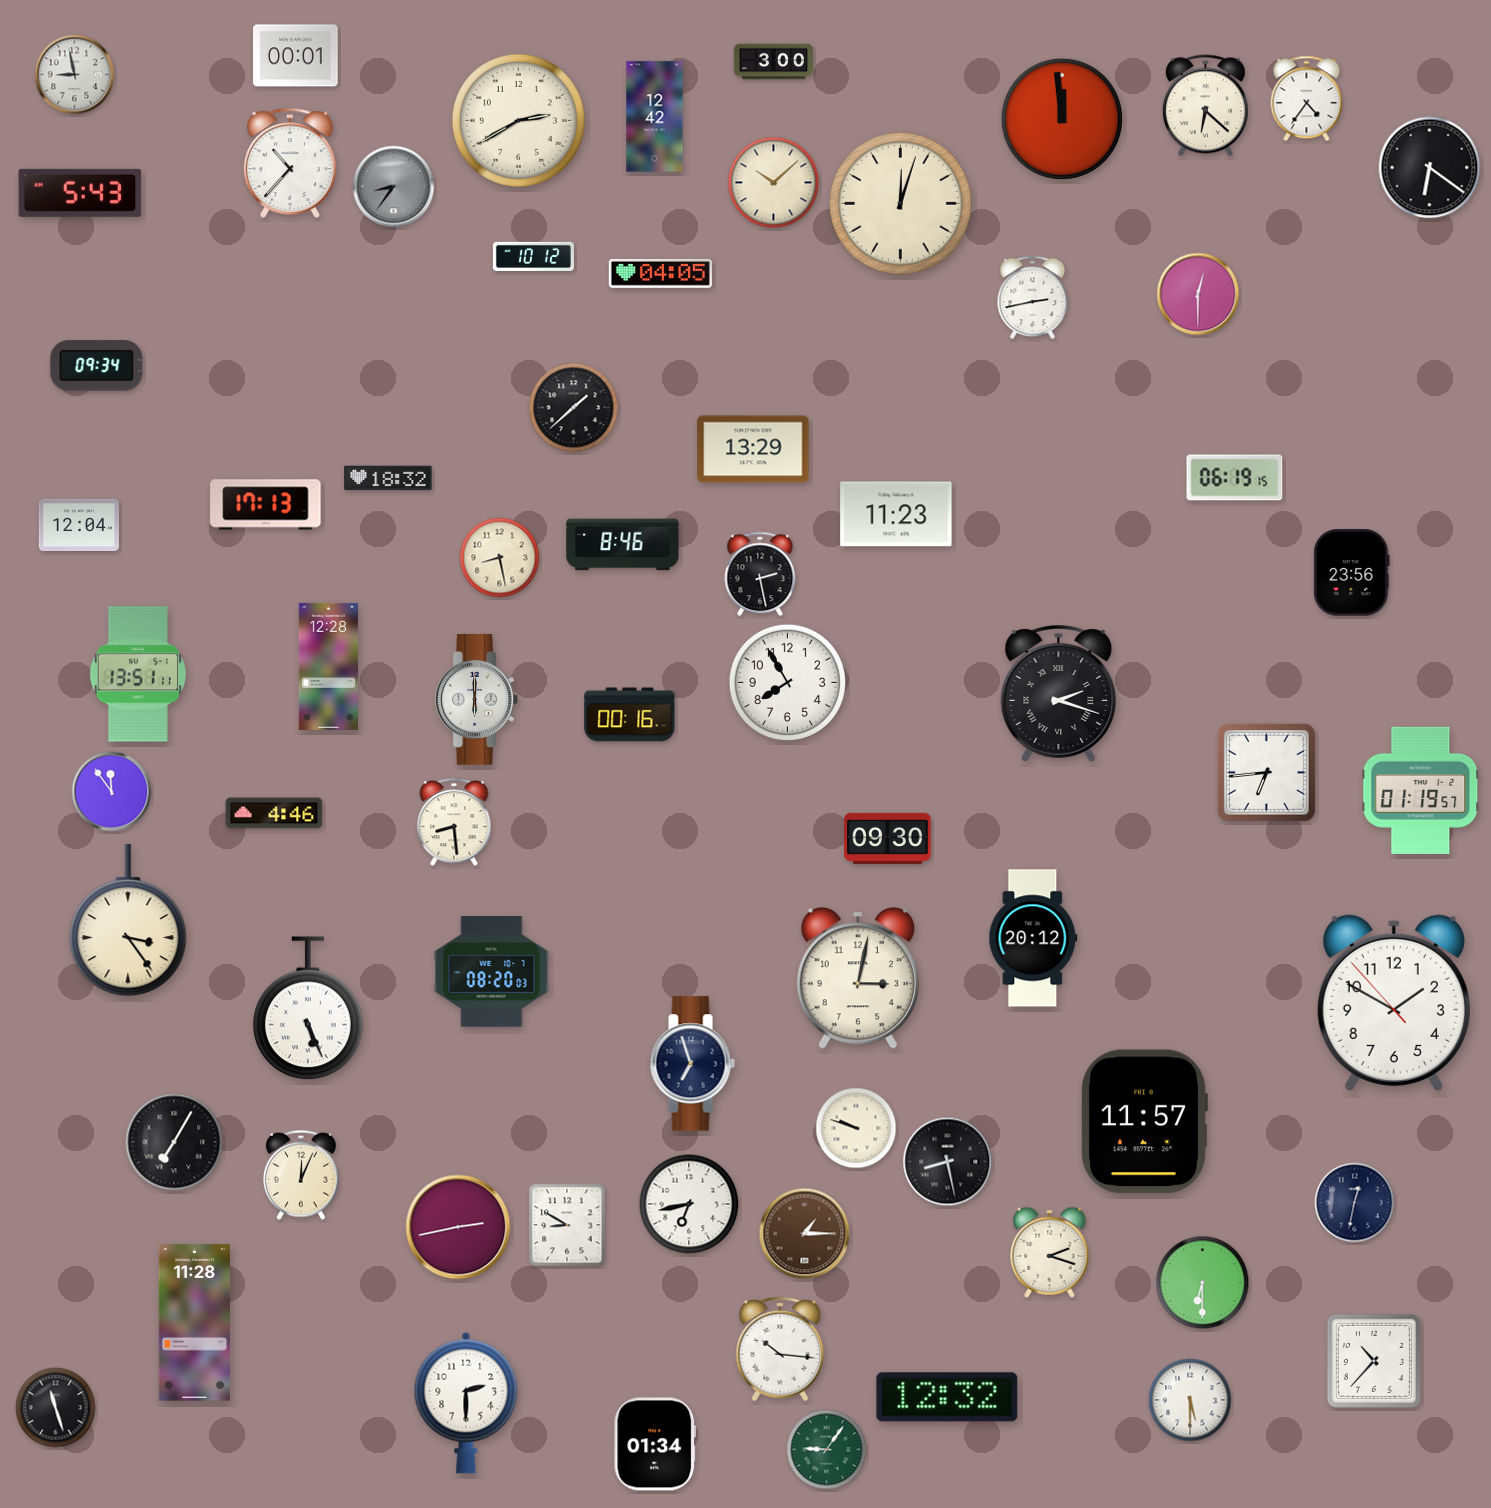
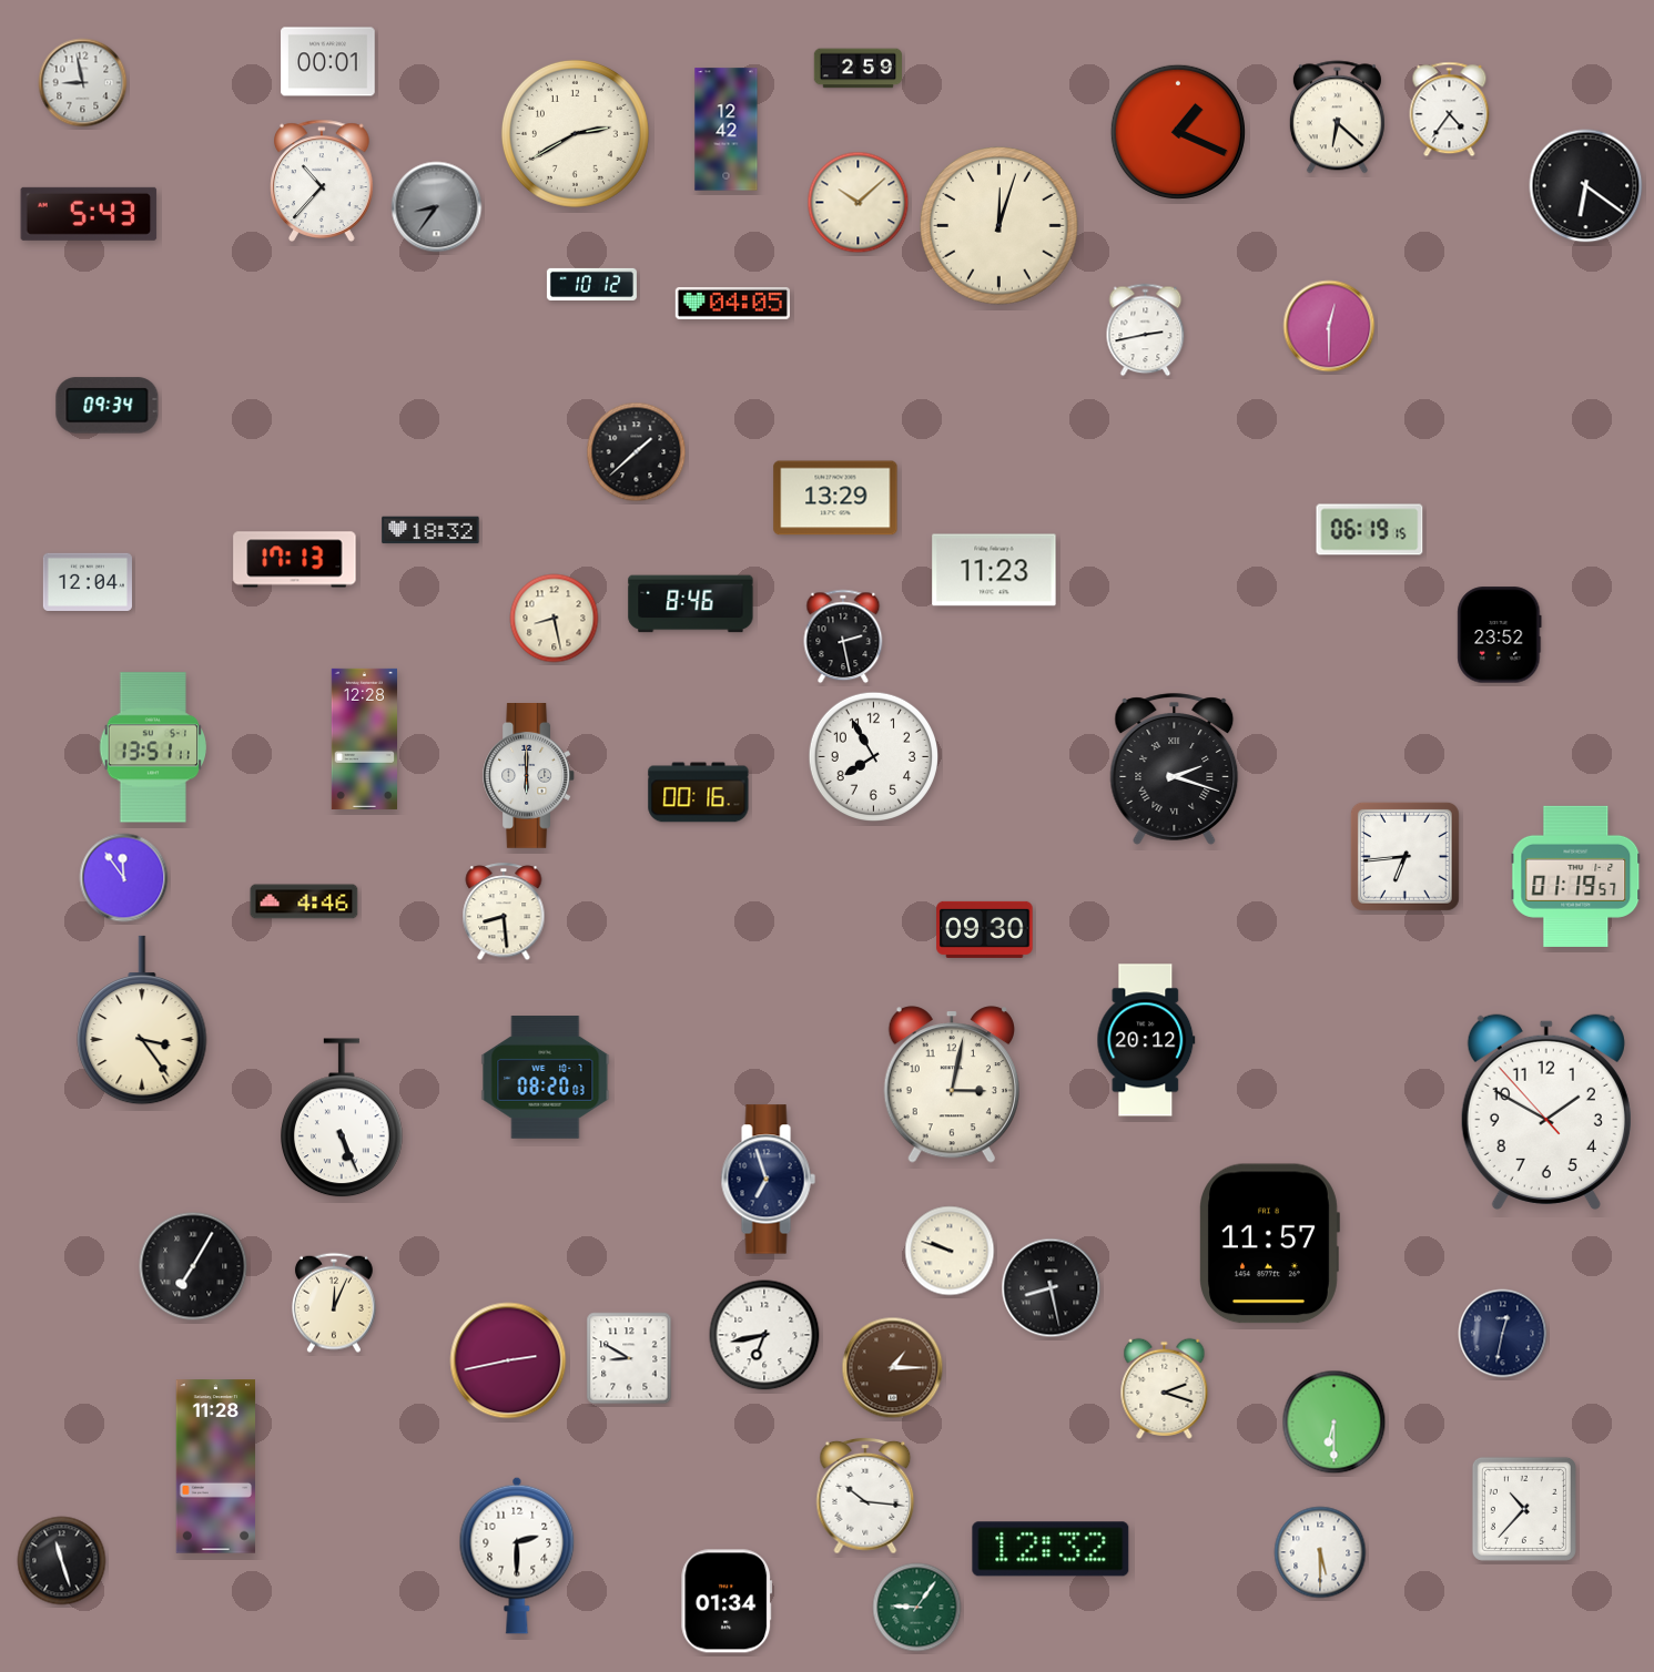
clock at (774, 62): 3:00 -> 2:59
clock at (1062, 119): 11:59 -> 1:19
clock at (1352, 573): 23:56 -> 23:52
